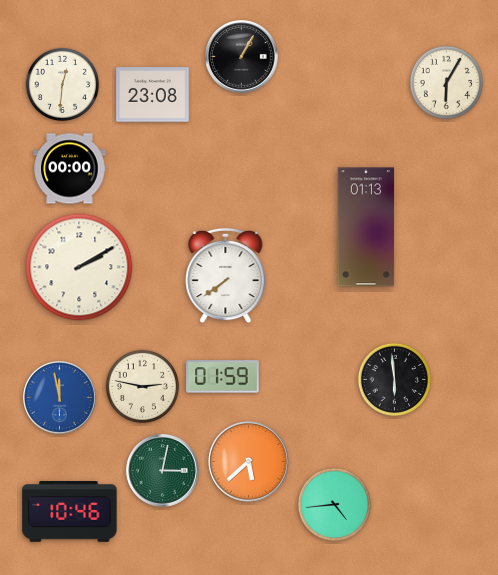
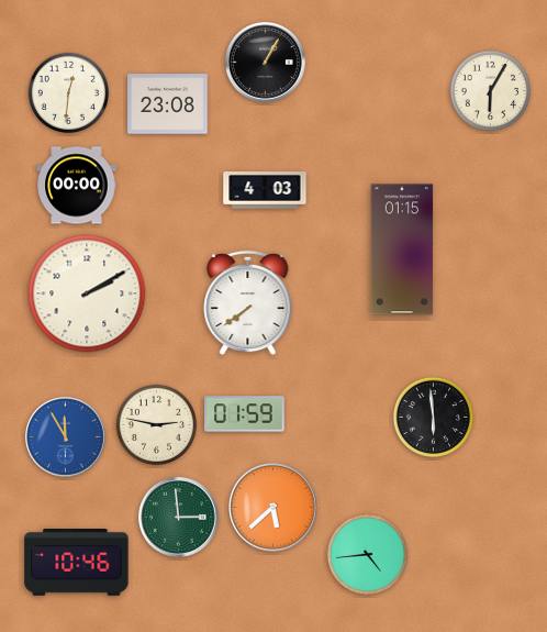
clock at (265, 190): none -> 4:03
clock at (366, 227): 01:13 -> 01:15
clock at (60, 398): 11:58 -> 11:55
clock at (163, 471): 3:02 -> 2:59
